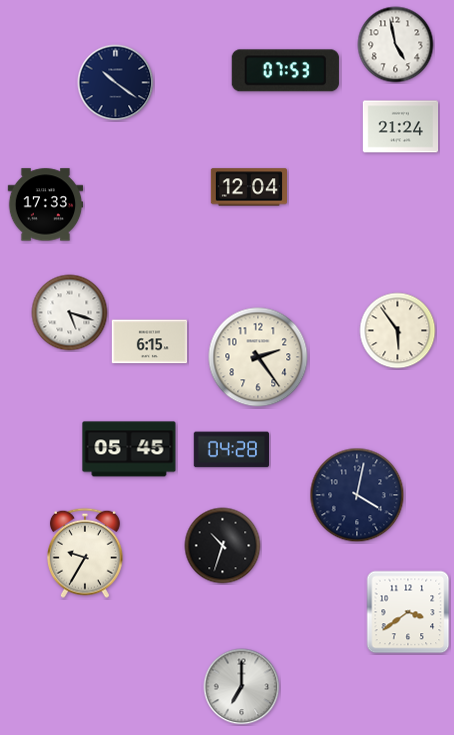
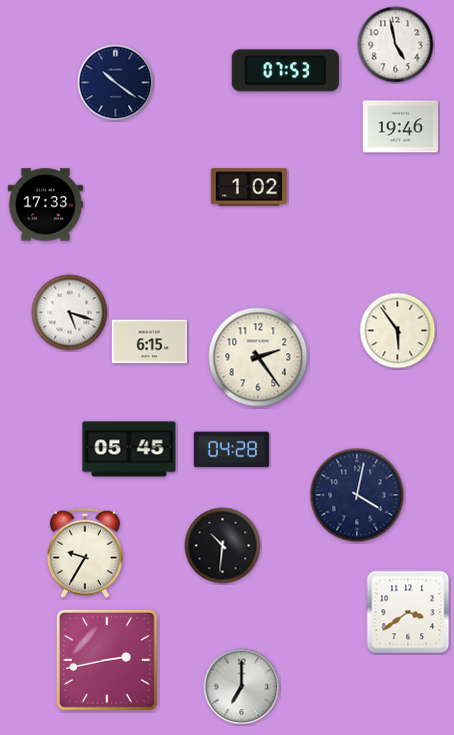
clock at (401, 127): 21:24 -> 19:46
clock at (248, 187): 12:04 -> 1:02
clock at (223, 546): 10:33 -> 10:31
clock at (107, 660): none -> 2:43
